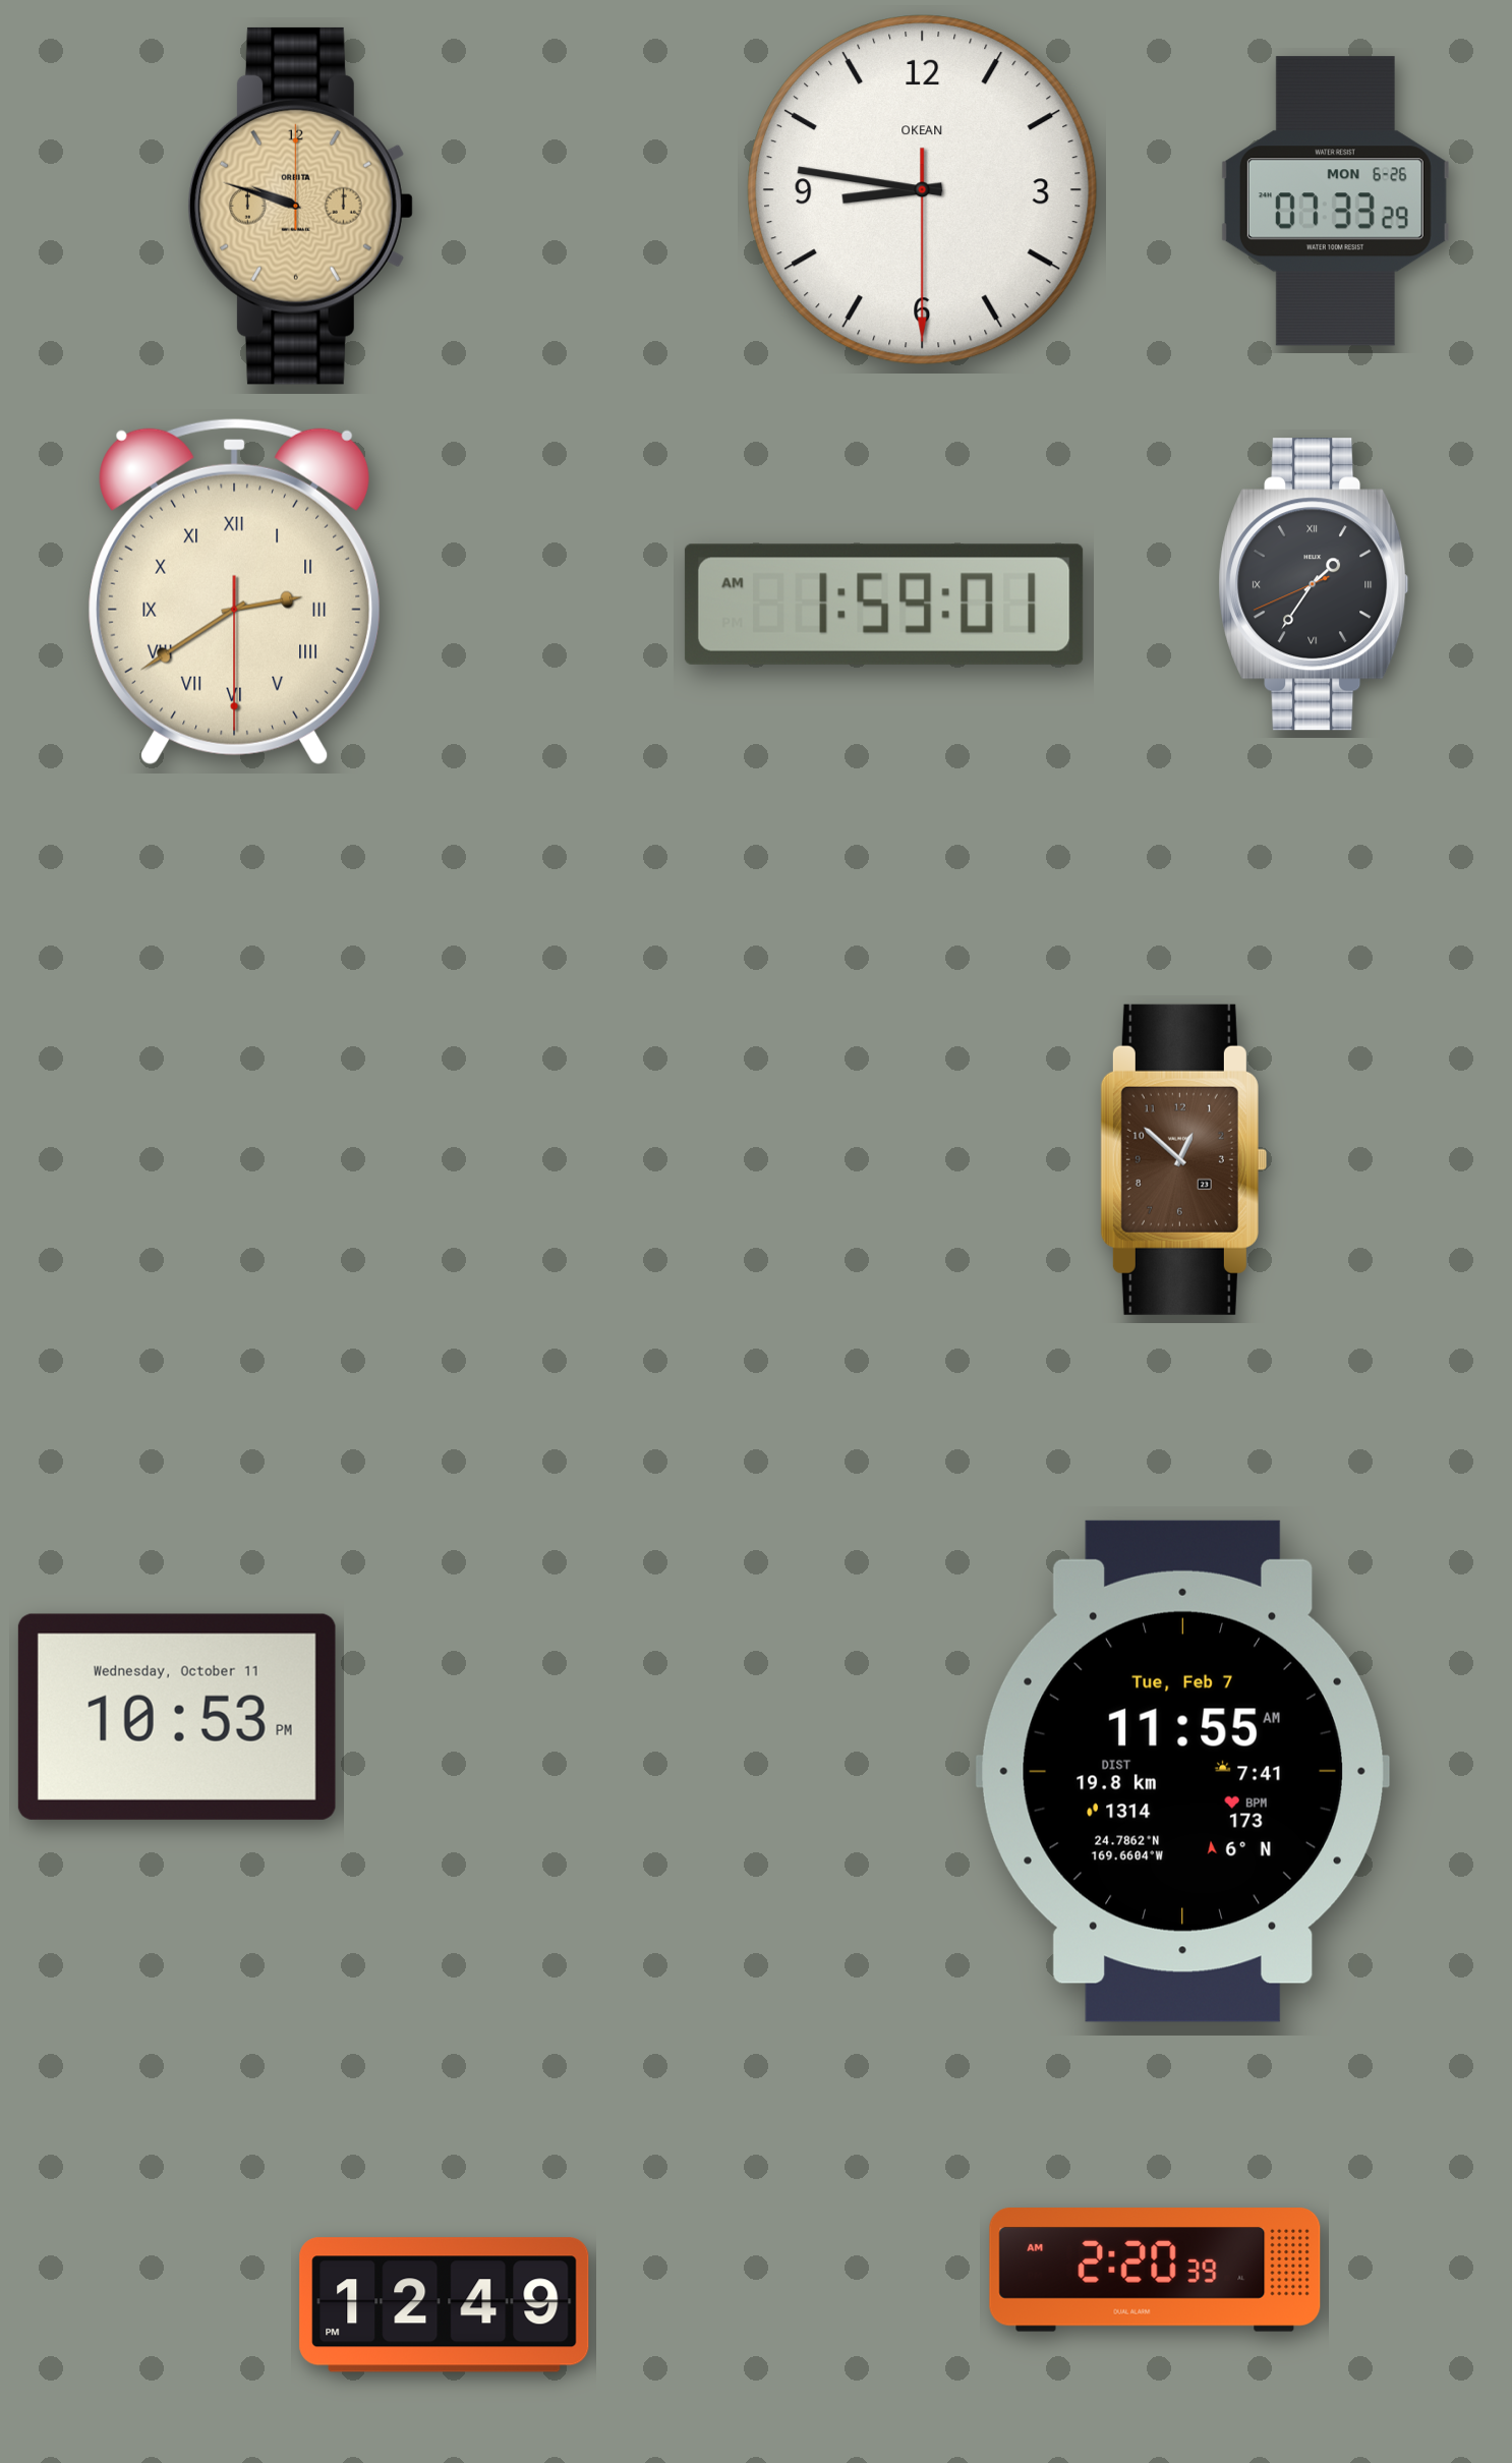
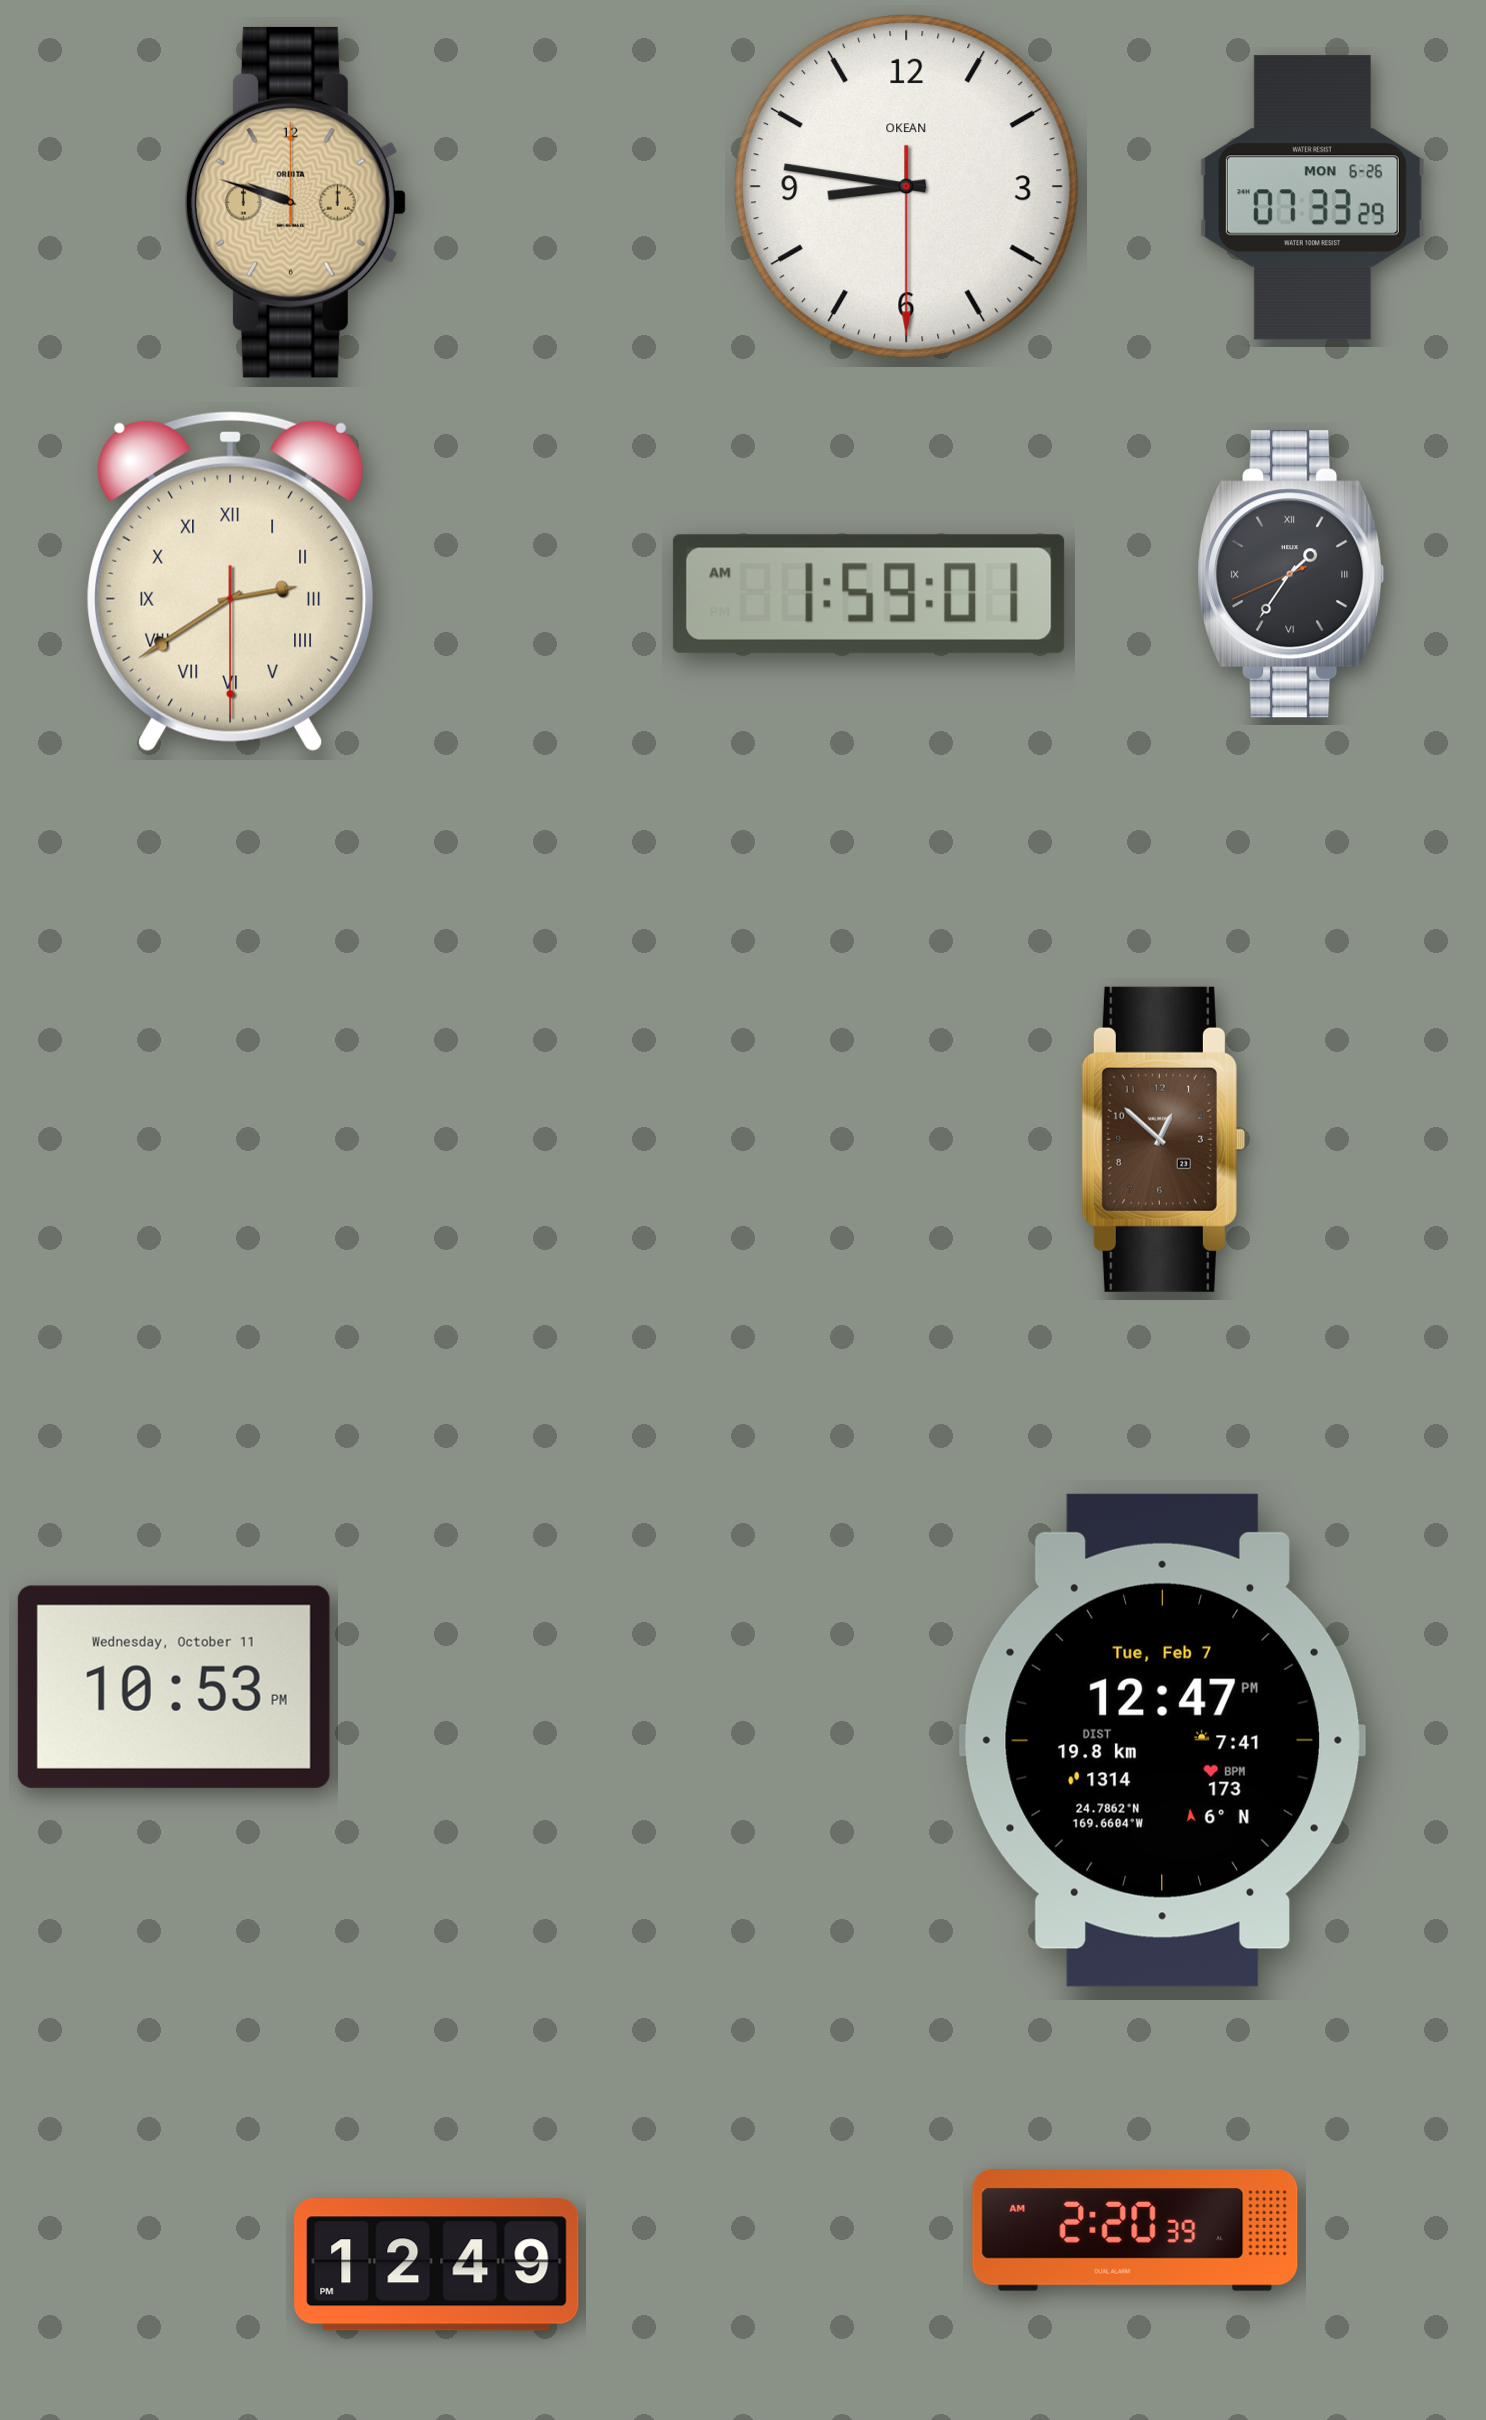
clock at (1182, 1771): 11:55 -> 12:47
